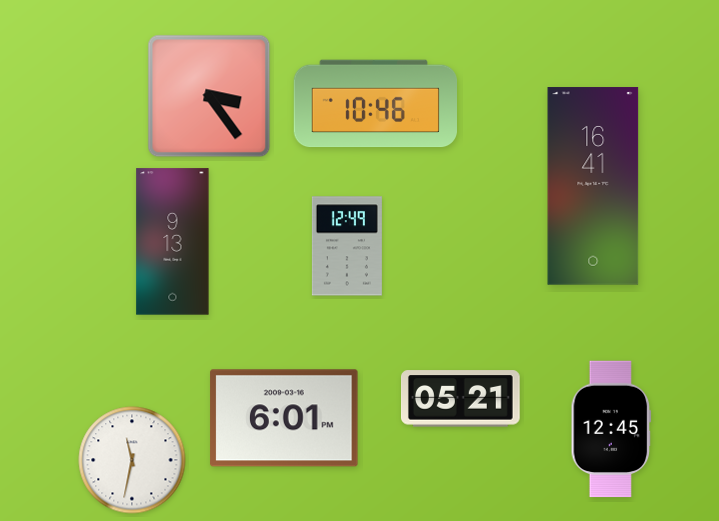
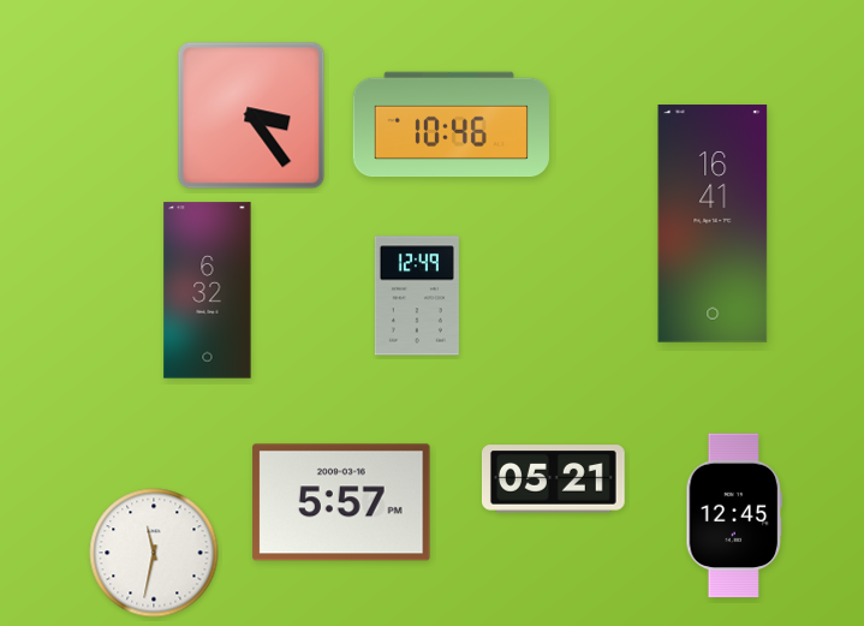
clock at (173, 242): 9:13 -> 6:32
clock at (284, 418): 6:01 -> 5:57
clock at (132, 460) position: (132, 460) -> (154, 553)
